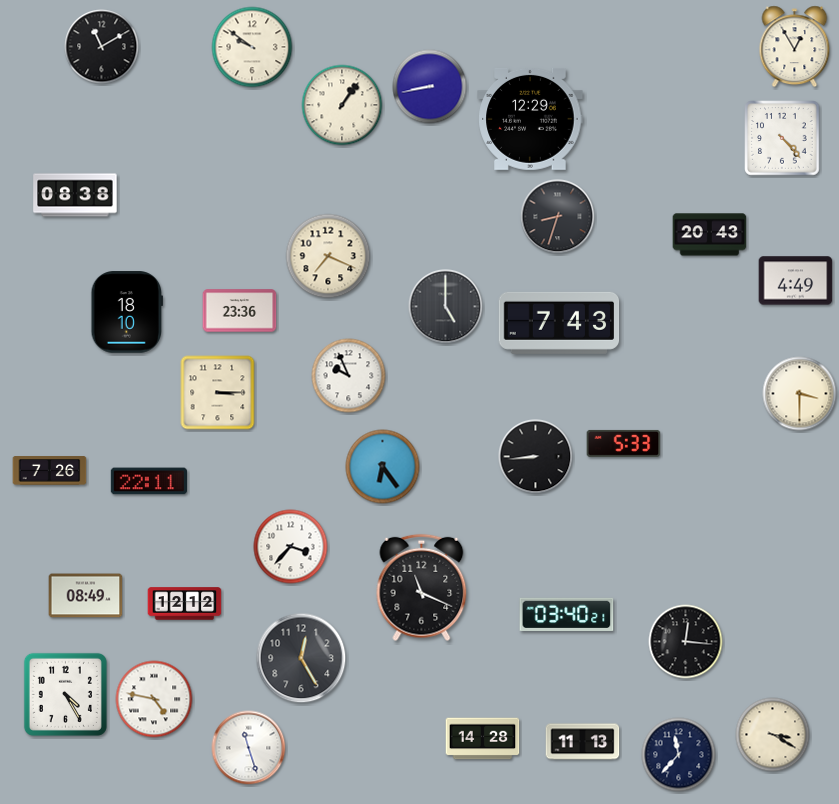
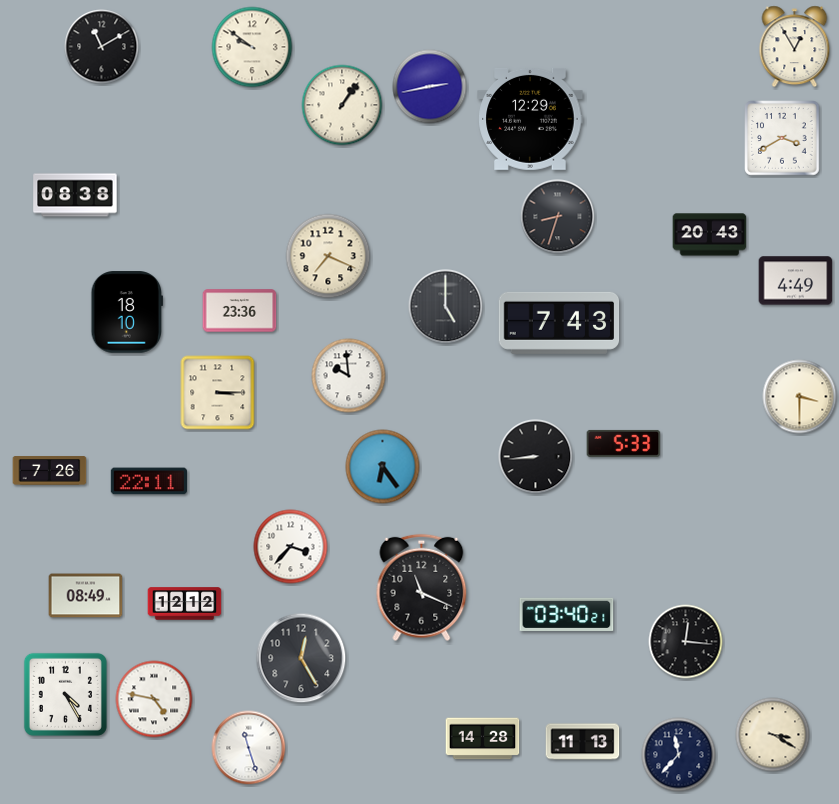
clock at (430, 87): 8:43 -> 2:43
clock at (782, 138): 4:23 -> 3:40
clock at (349, 376): 9:56 -> 9:59
clock at (800, 394) position: (800, 394) -> (800, 397)
